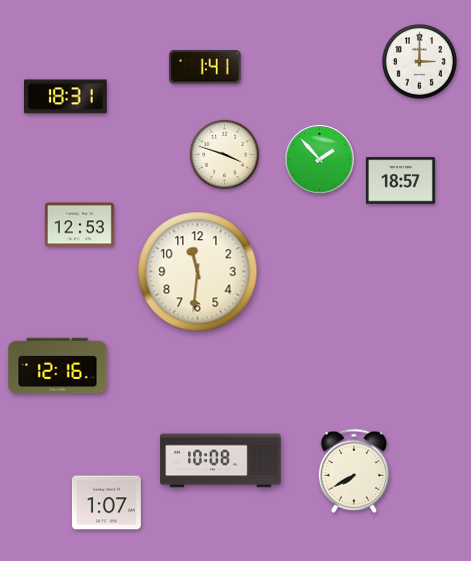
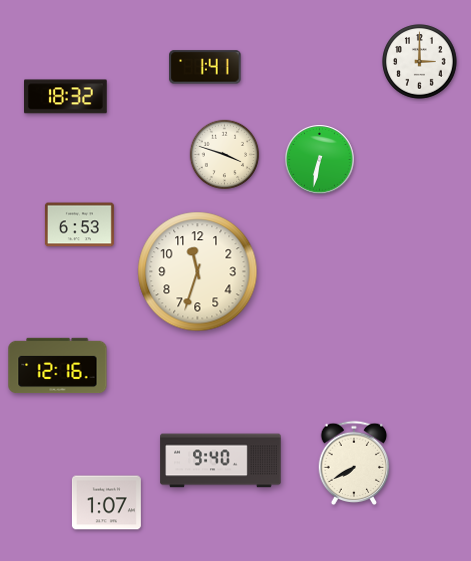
clock at (66, 97): 18:31 -> 18:32
clock at (320, 160): 1:53 -> 6:32
clock at (400, 181): 18:57 -> none
clock at (79, 225): 12:53 -> 6:53
clock at (198, 272): 11:31 -> 11:33
clock at (221, 461): 10:08 -> 9:40
clock at (354, 471) position: (354, 471) -> (354, 463)
